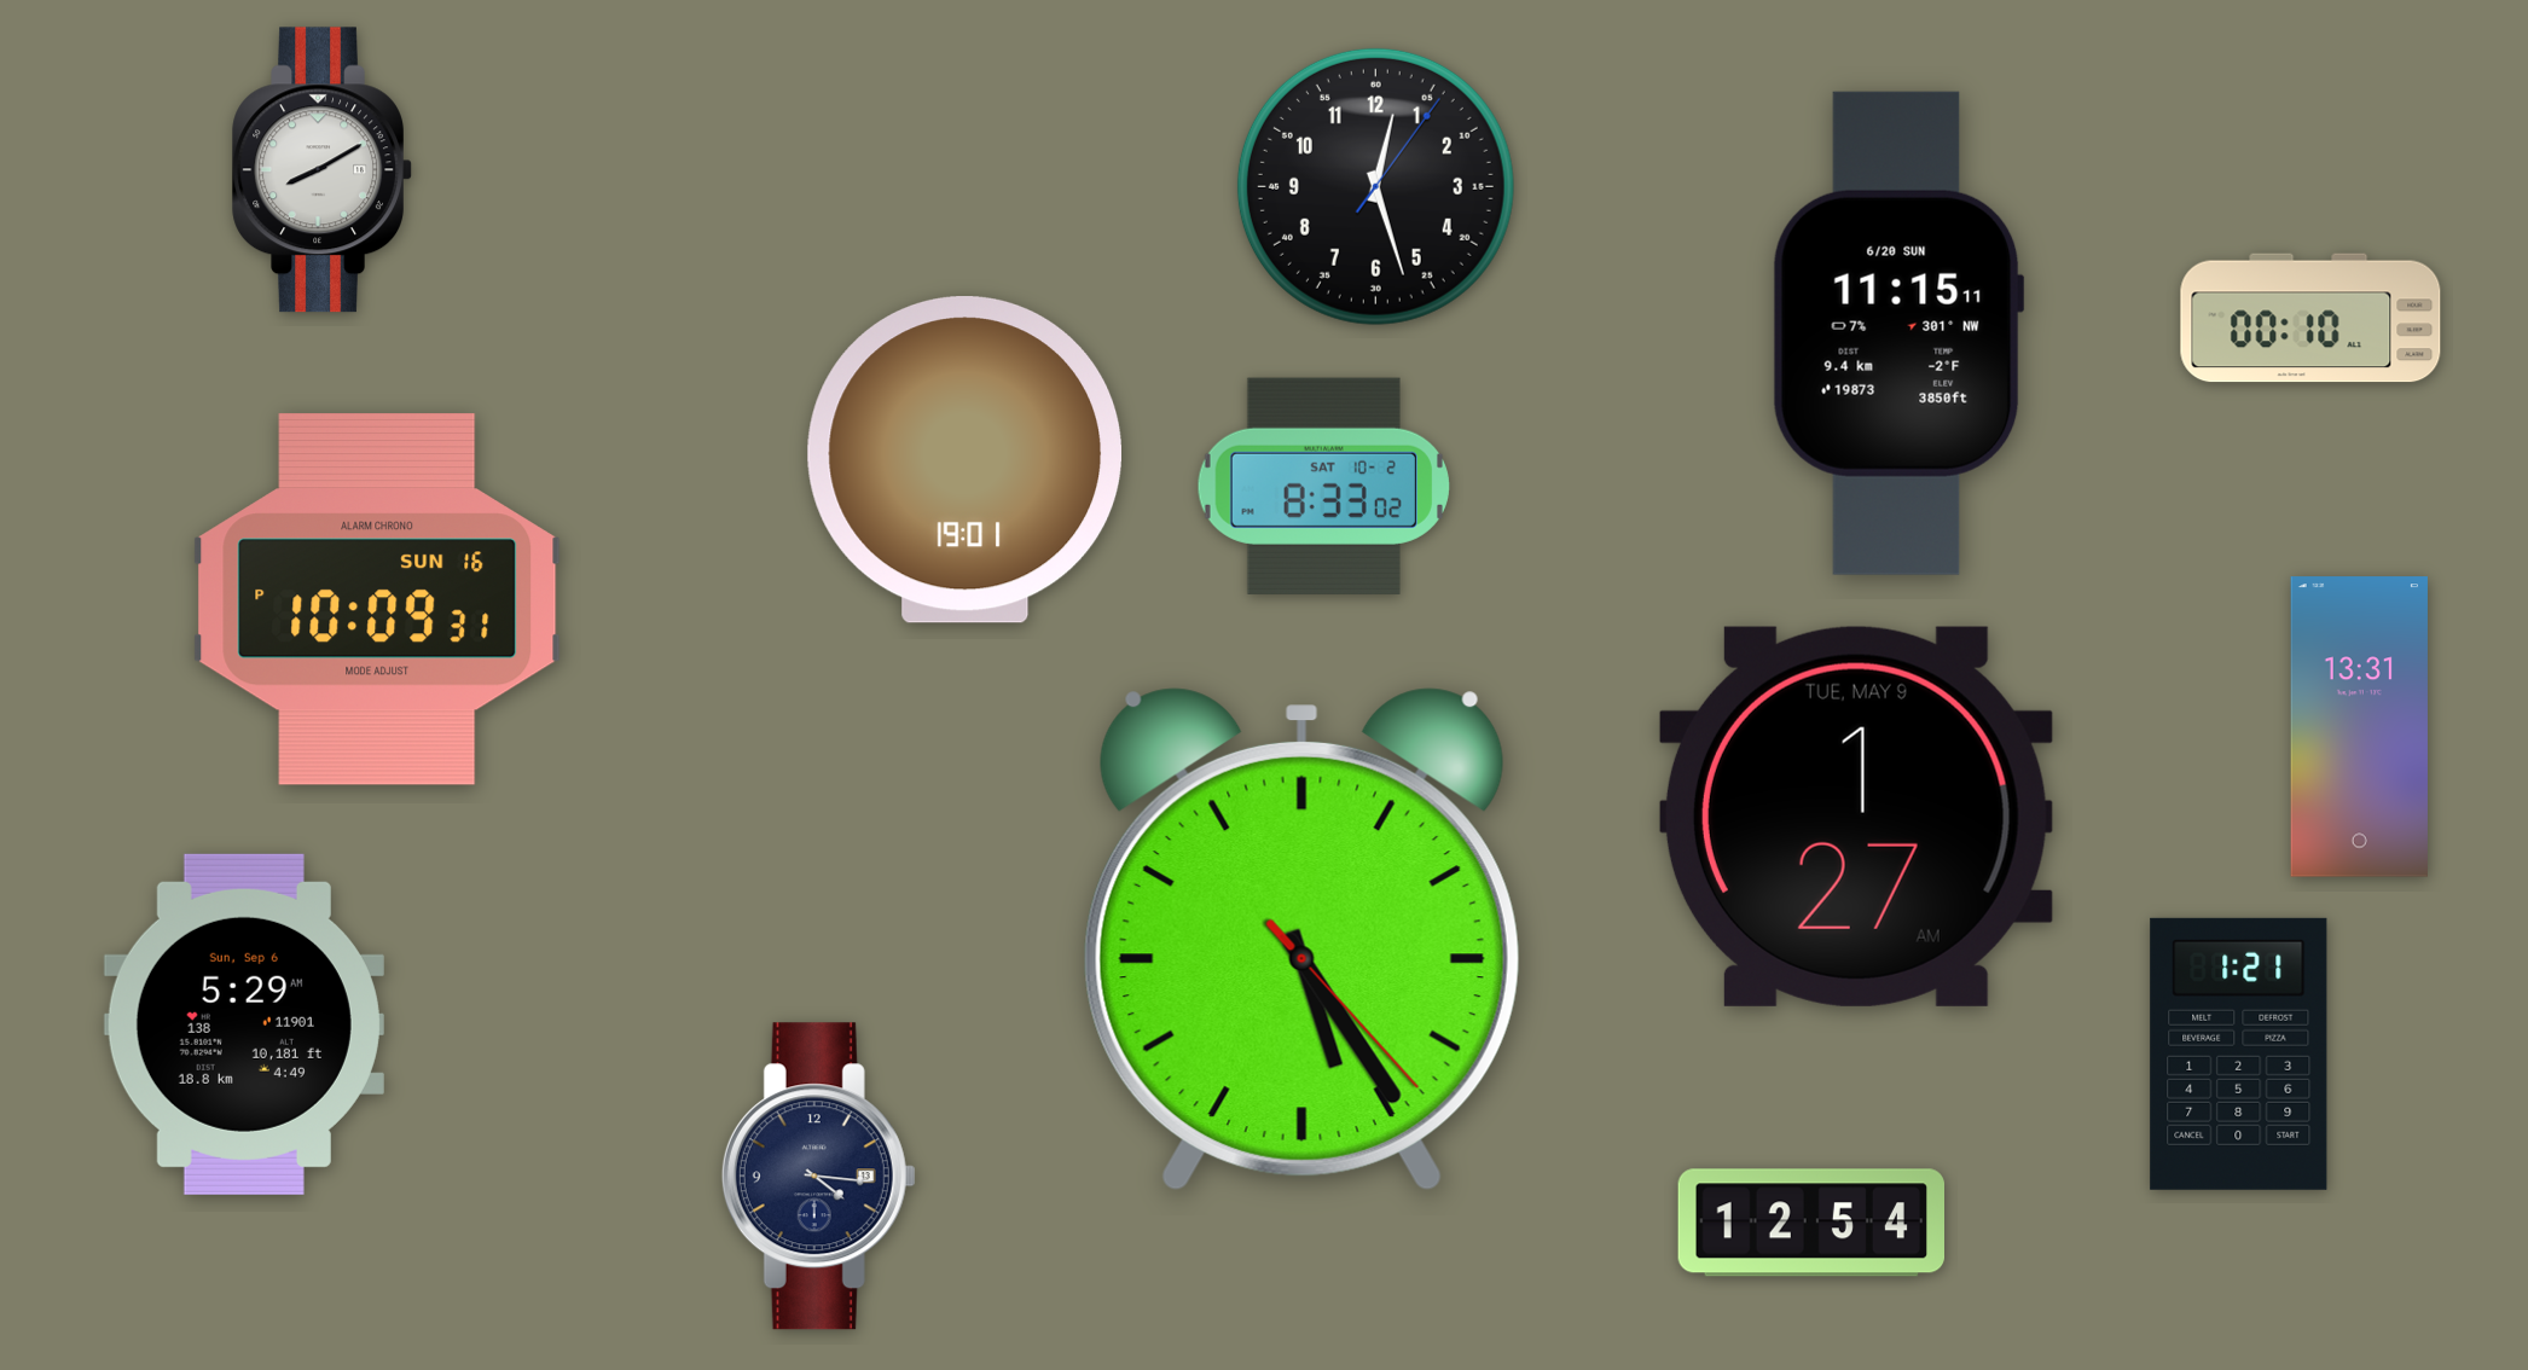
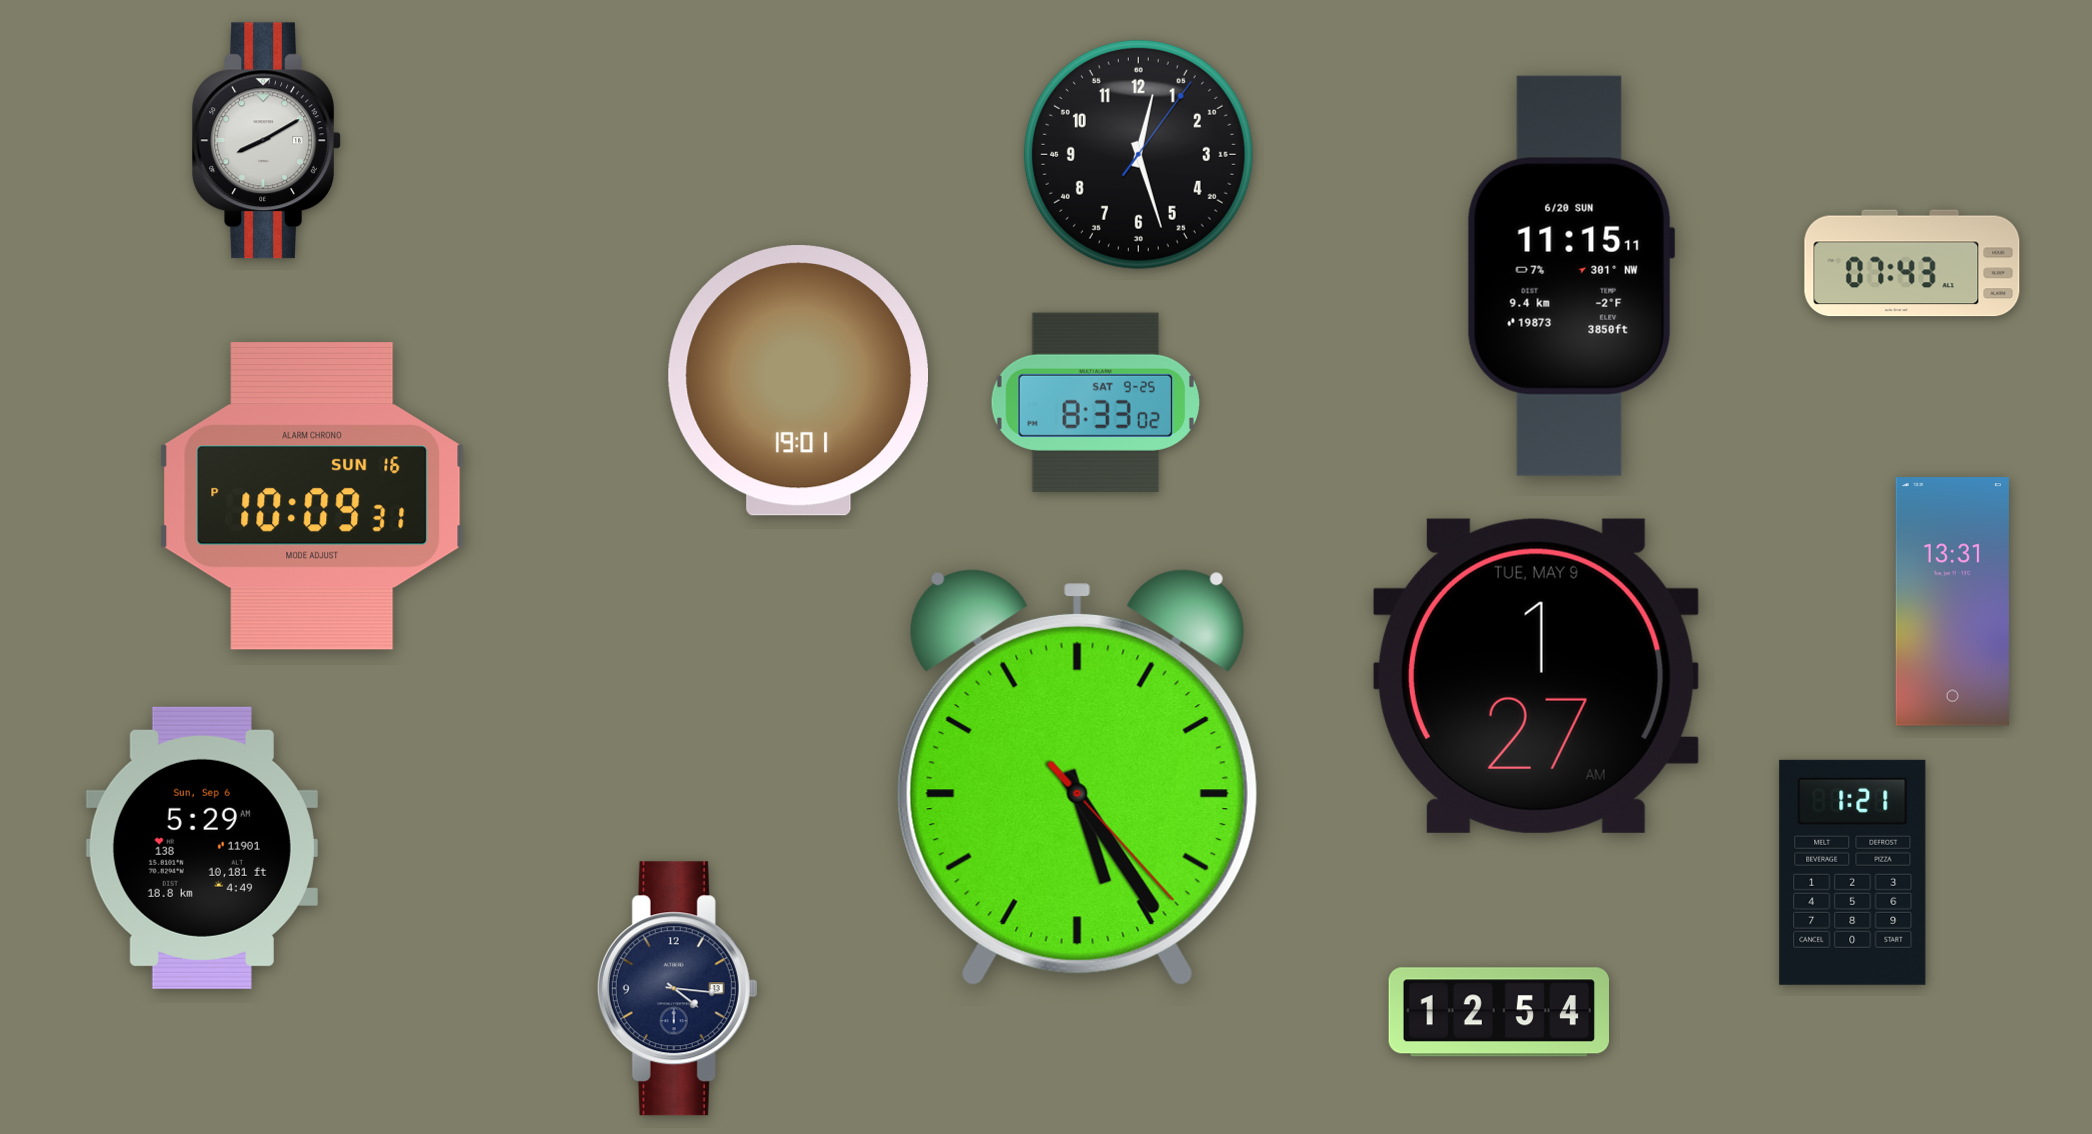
clock at (2310, 318): 00:10 -> 07:43
clock at (1323, 486) date: SAT 10-2 -> SAT 9-25
clock at (818, 1177) position: (818, 1177) -> (677, 989)
